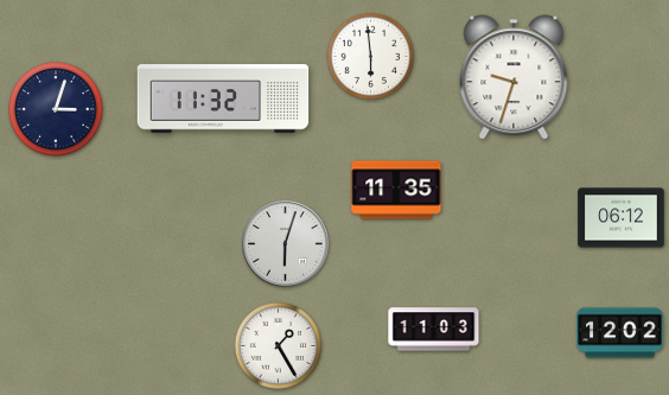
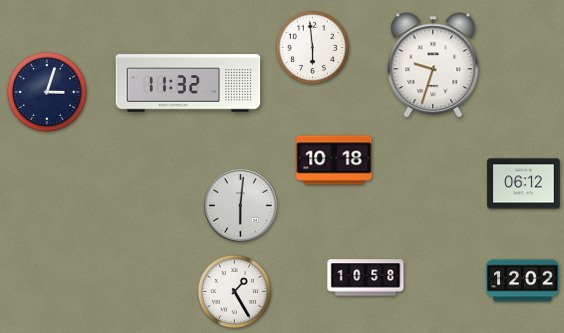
clock at (396, 190): 11:35 -> 10:18
clock at (286, 244): 6:03 -> 6:01
clock at (434, 330): 11:03 -> 10:58
